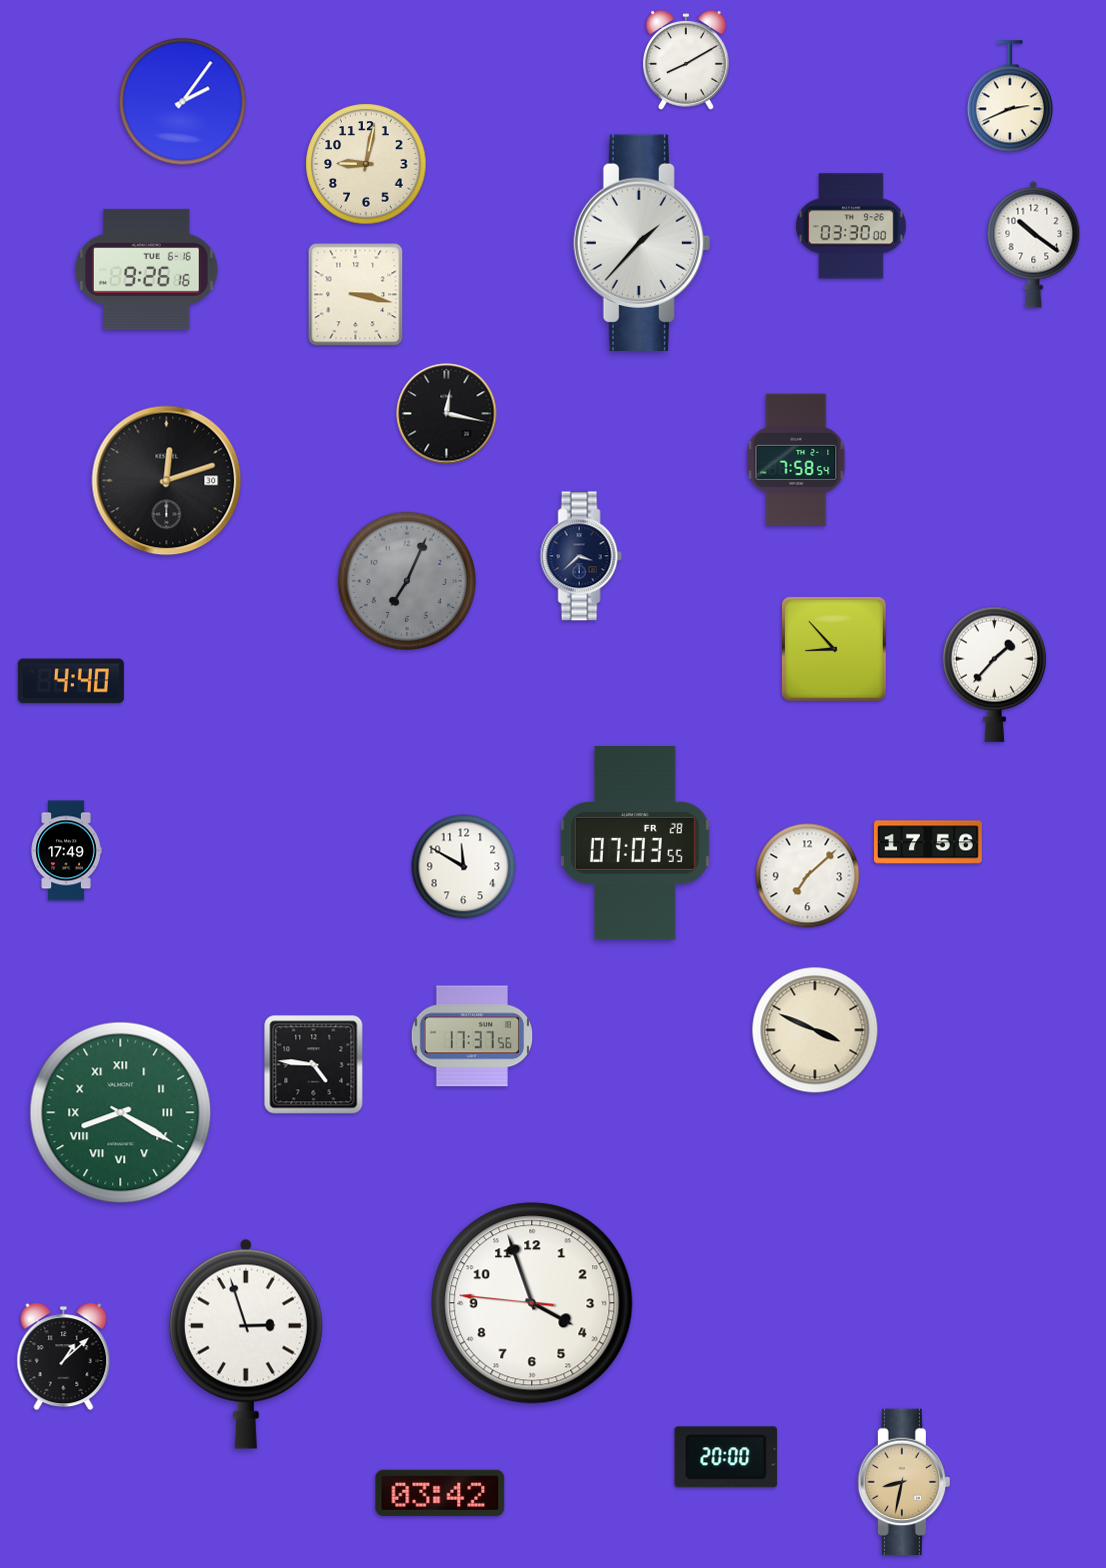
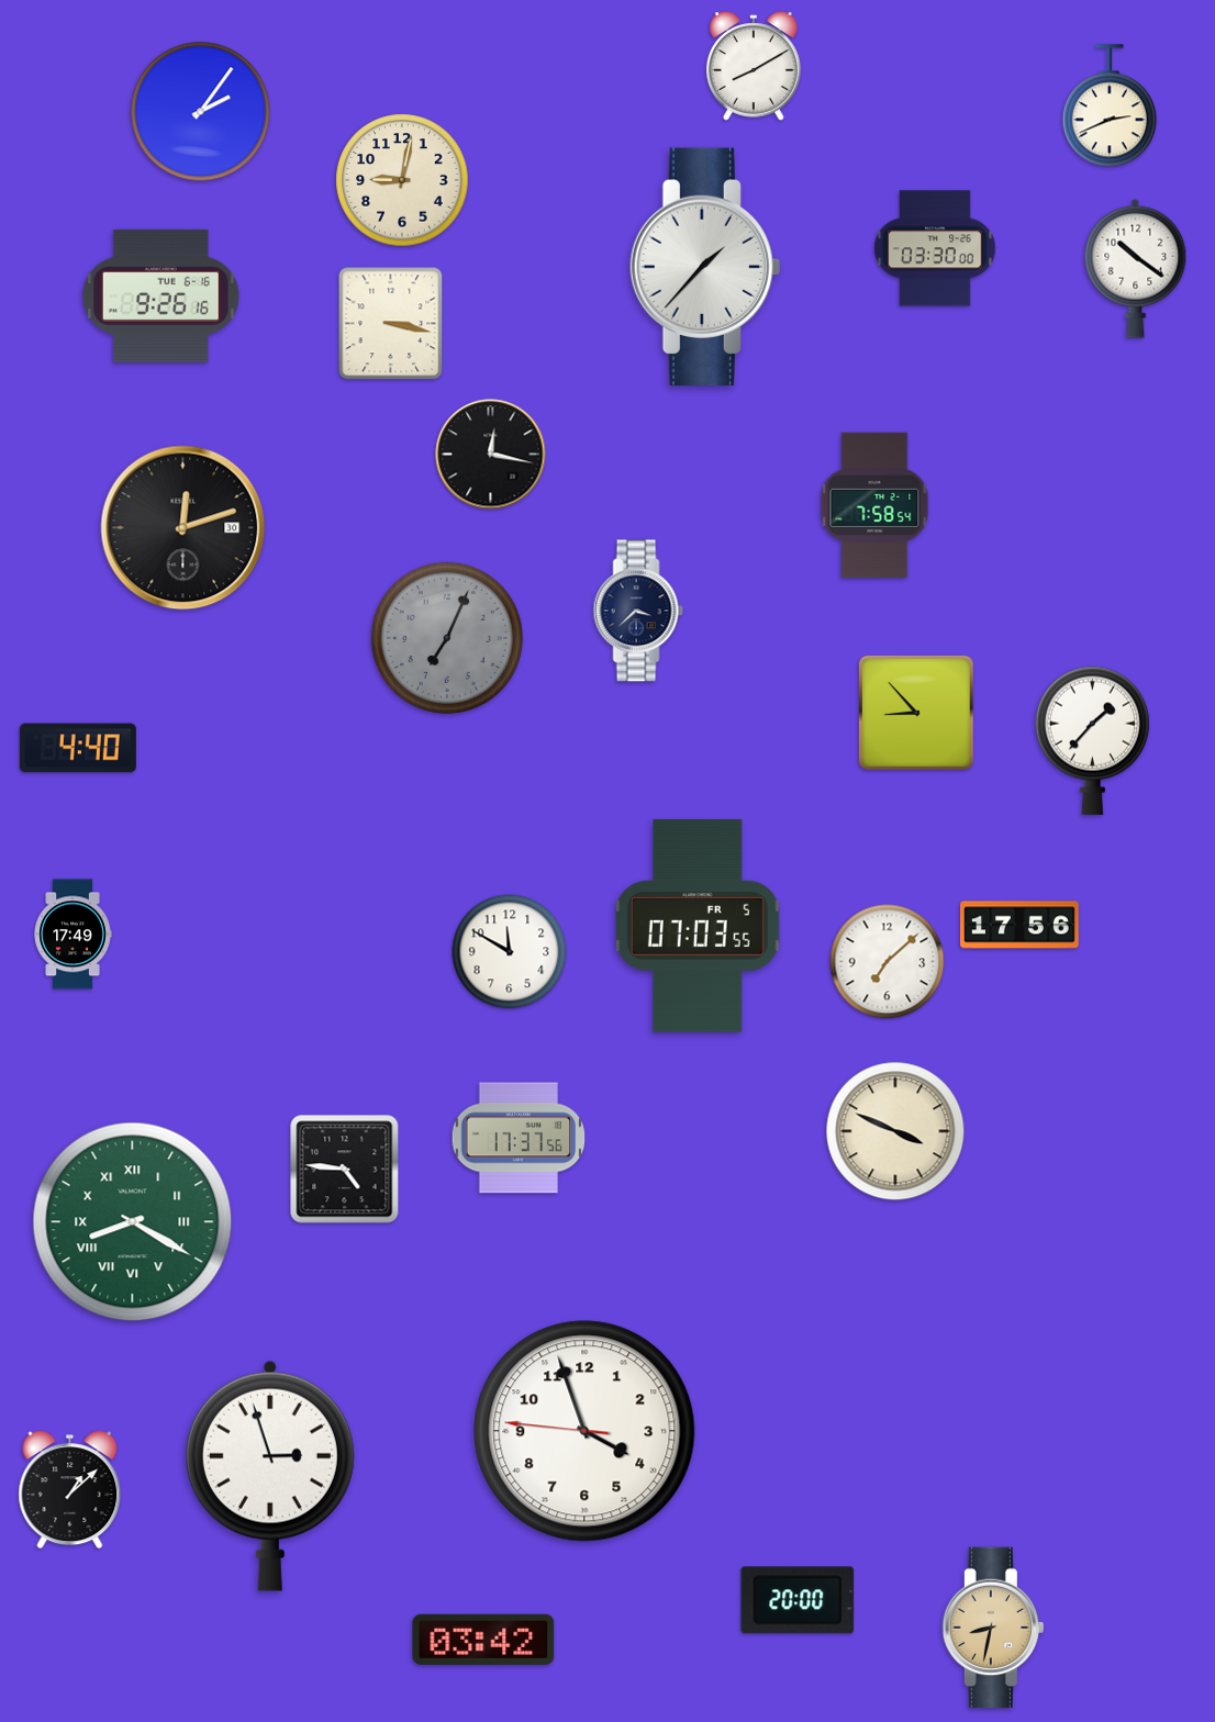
clock at (635, 844) date: FR 28 -> FR 5
